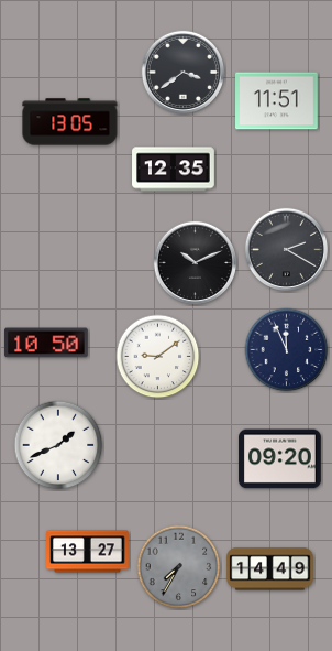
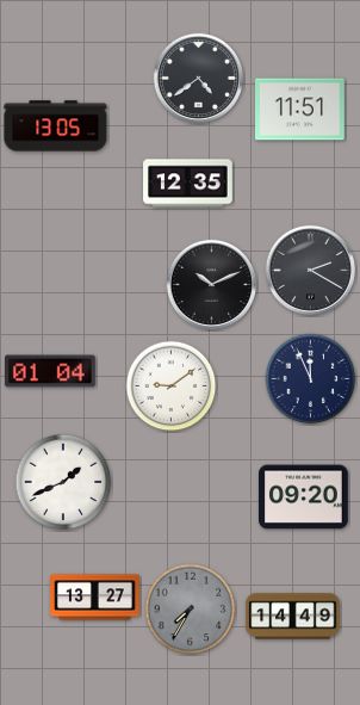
clock at (182, 72): 3:39 -> 4:39
clock at (70, 122) position: (70, 122) -> (56, 126)
clock at (46, 343): 10:50 -> 01:04
clock at (179, 567) position: (179, 567) -> (191, 610)
